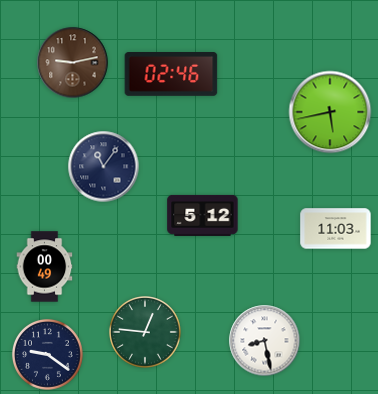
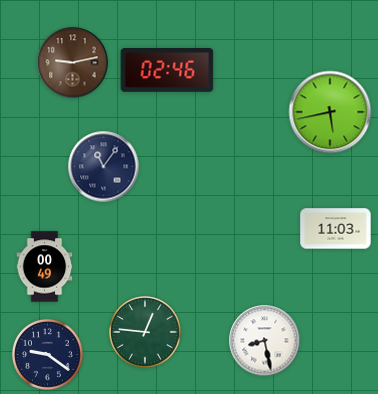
clock at (171, 75) position: (171, 75) -> (167, 71)
clock at (203, 215): 5:12 -> none
